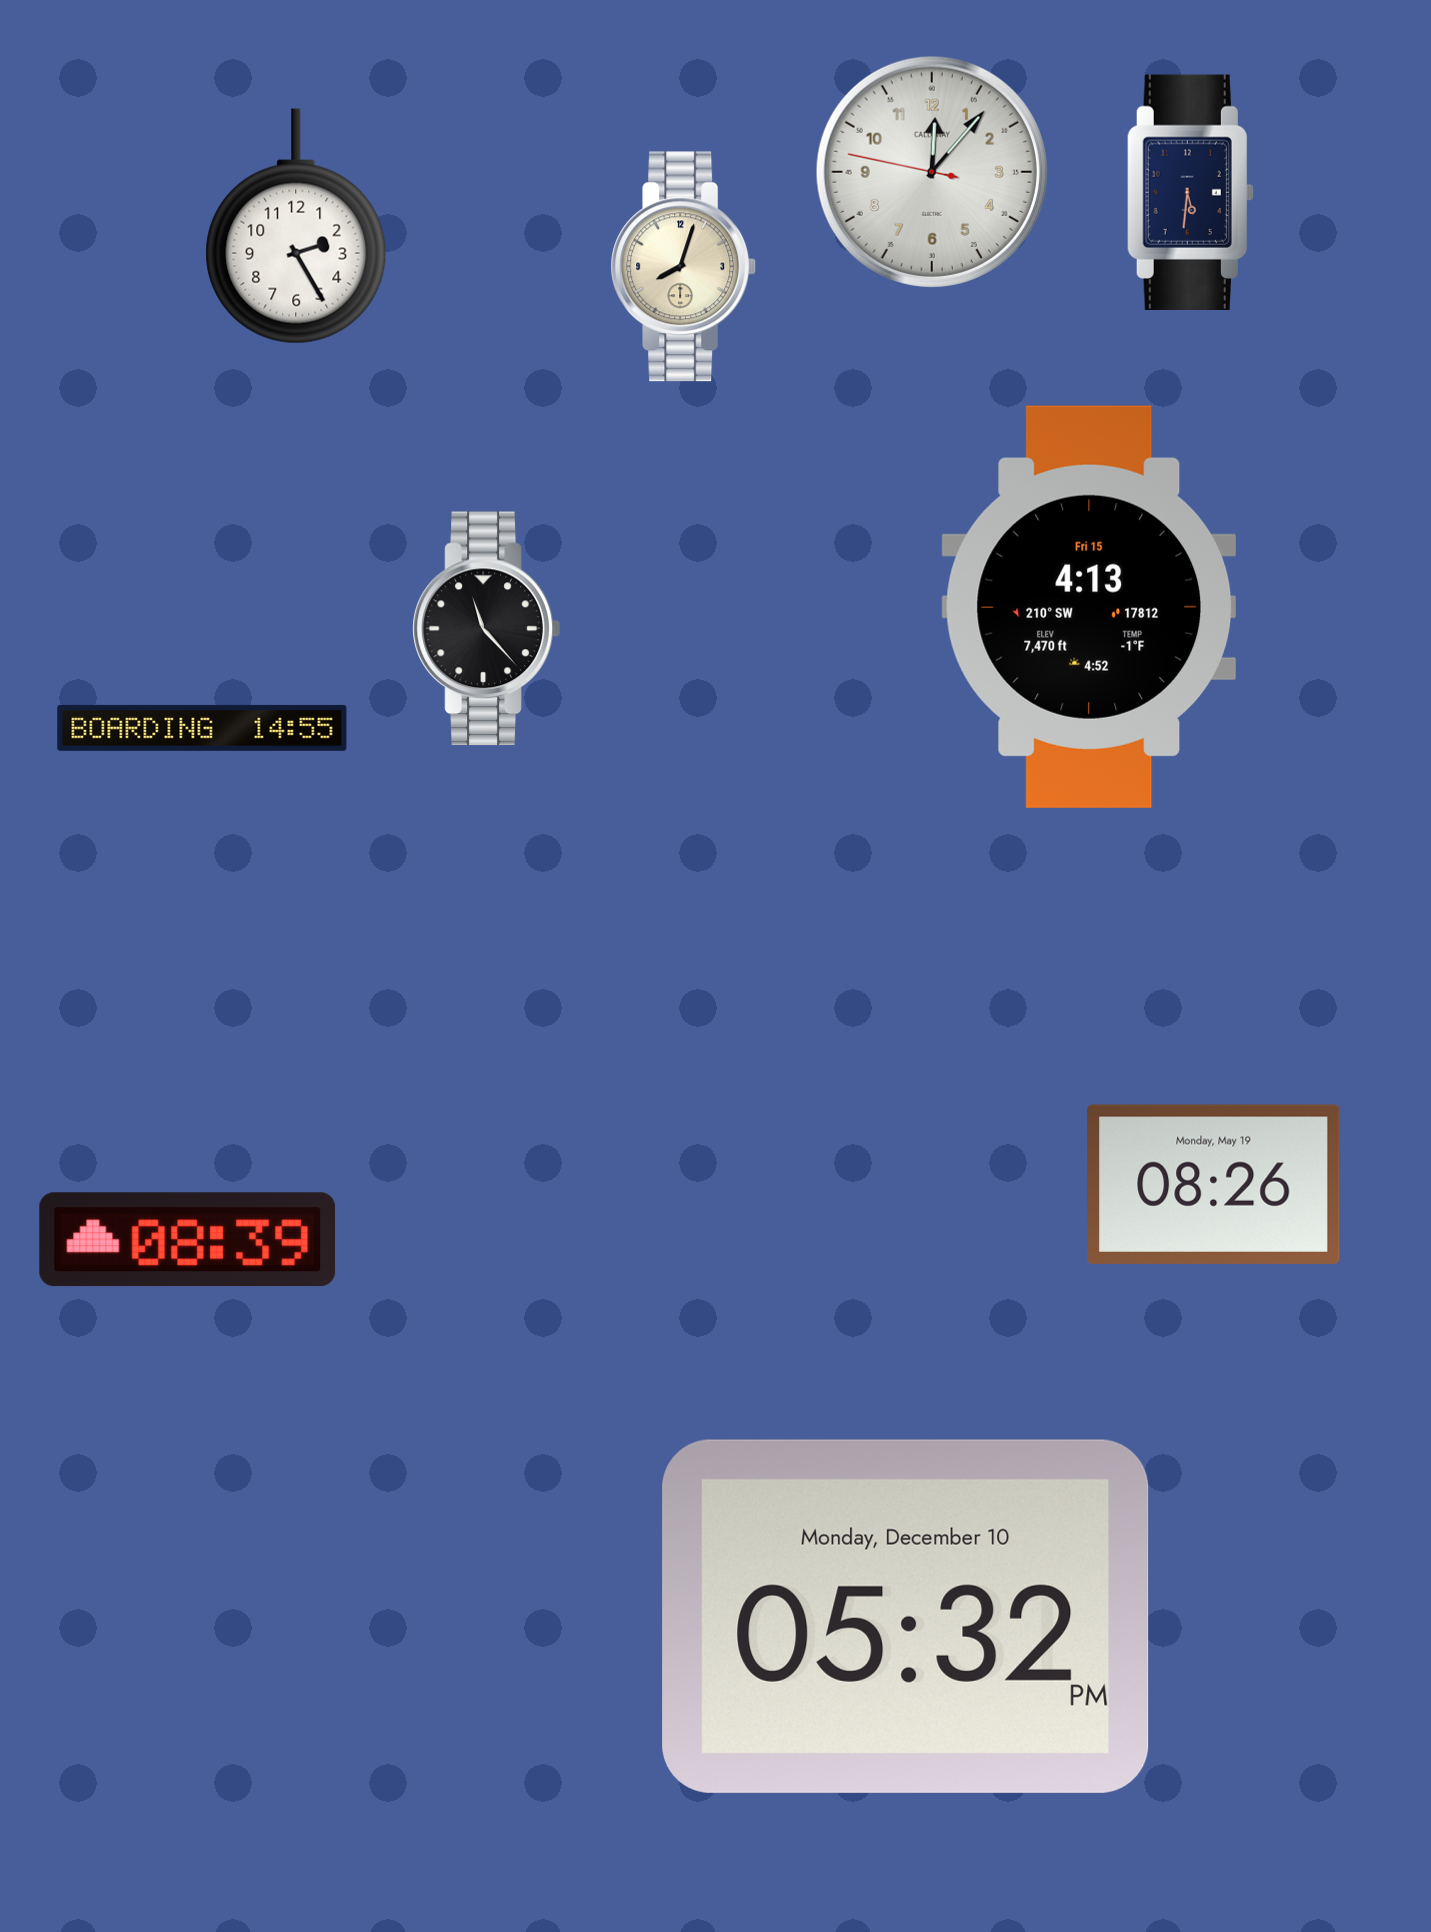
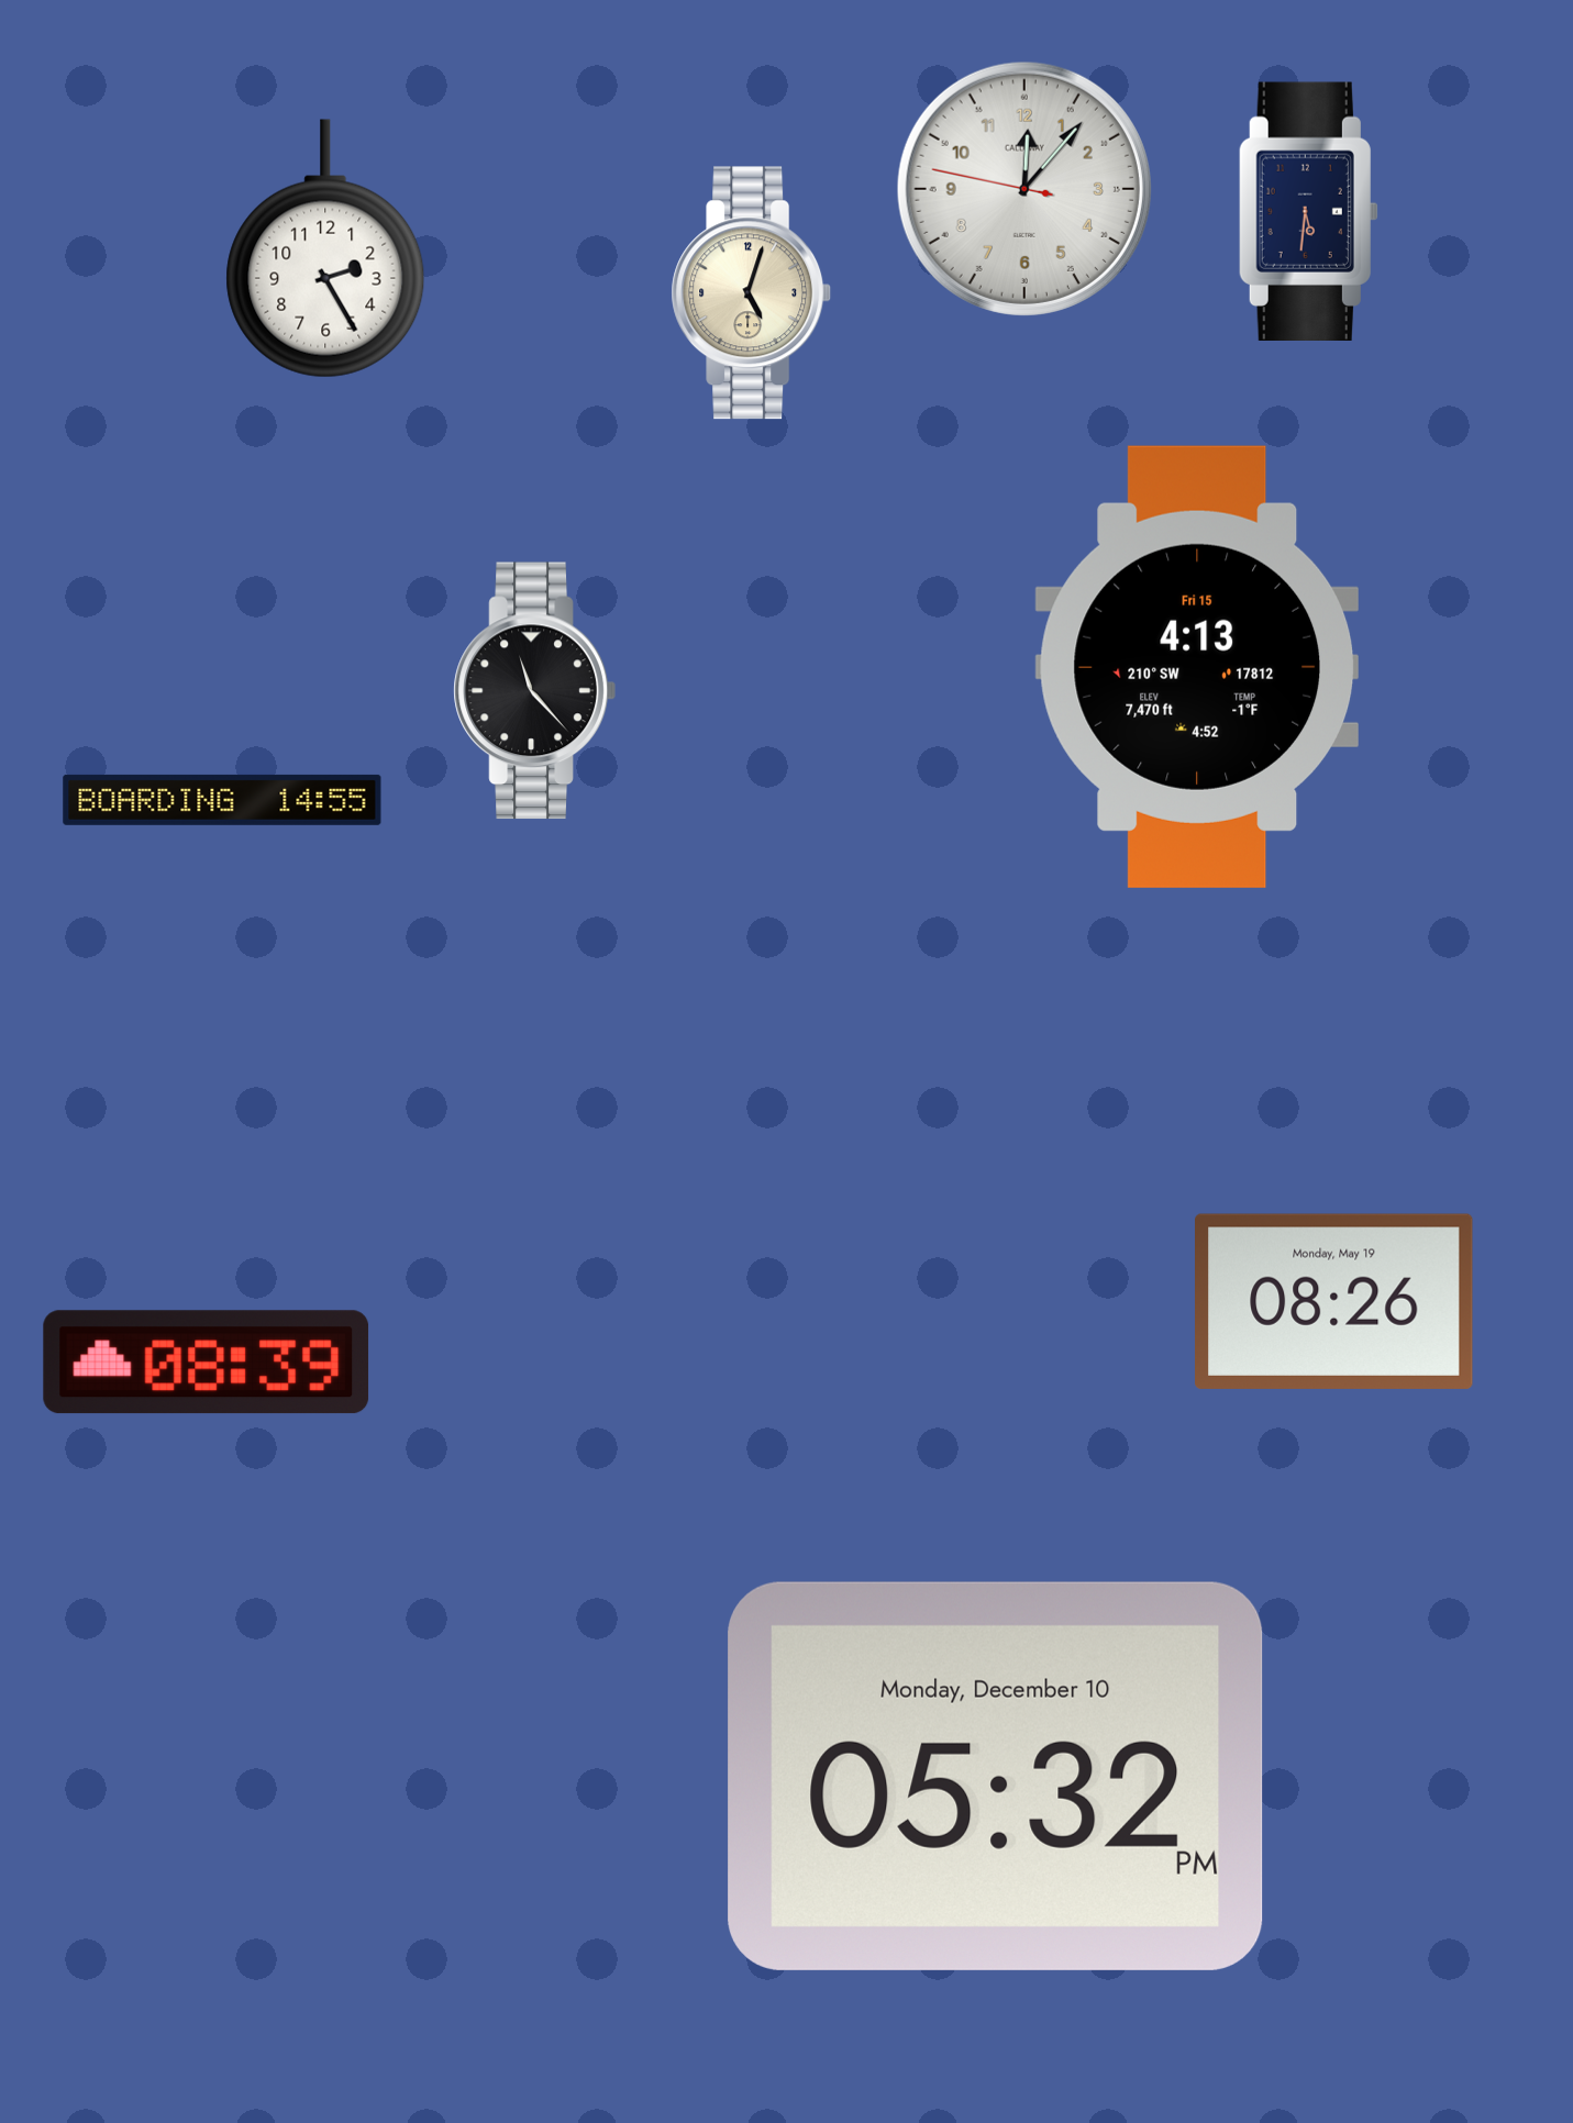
clock at (684, 267): 8:03 -> 5:03
